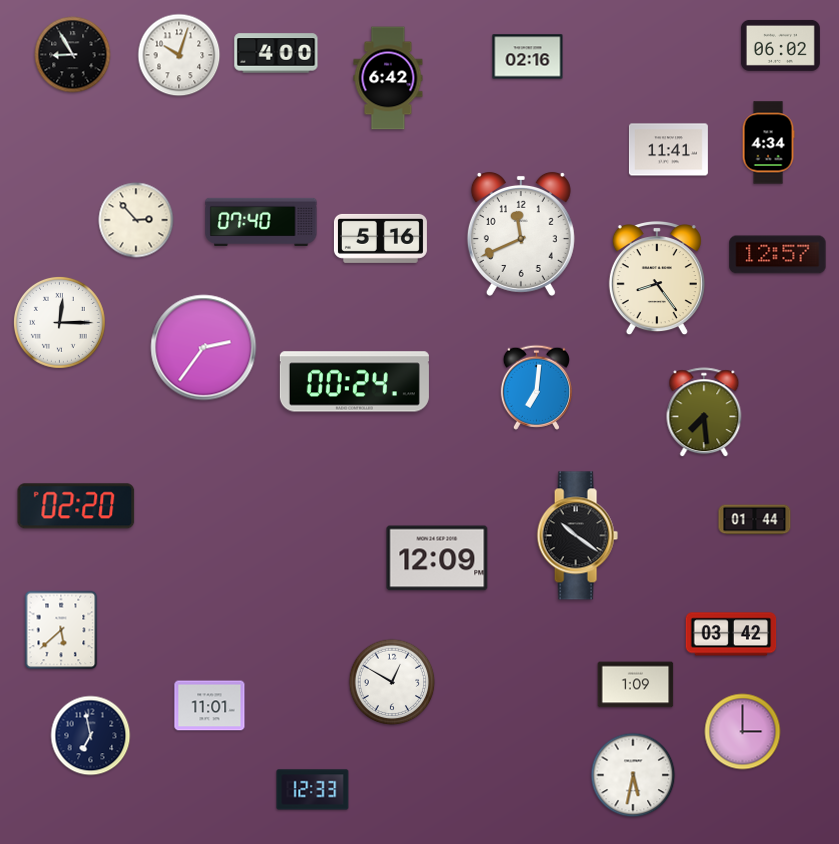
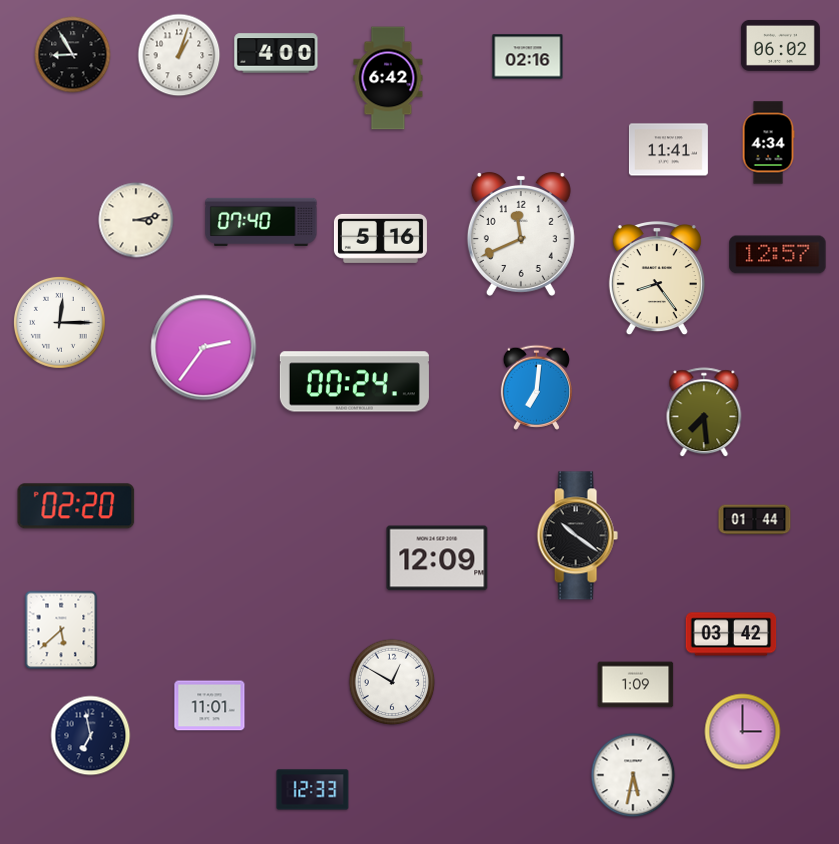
clock at (179, 55): 10:03 -> 1:03
clock at (136, 220): 2:53 -> 3:13
